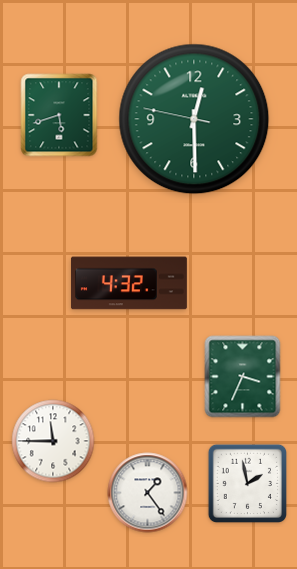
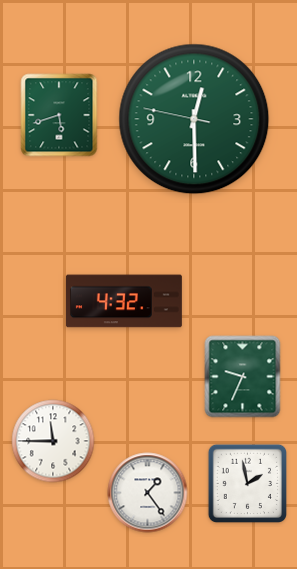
clock at (129, 283) position: (129, 283) -> (124, 301)
clock at (243, 377): 3:34 -> 9:34
